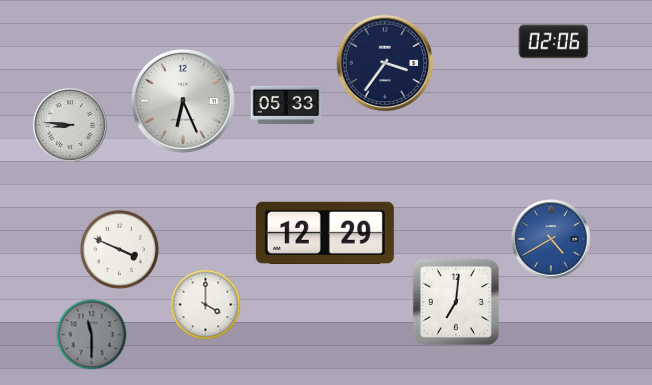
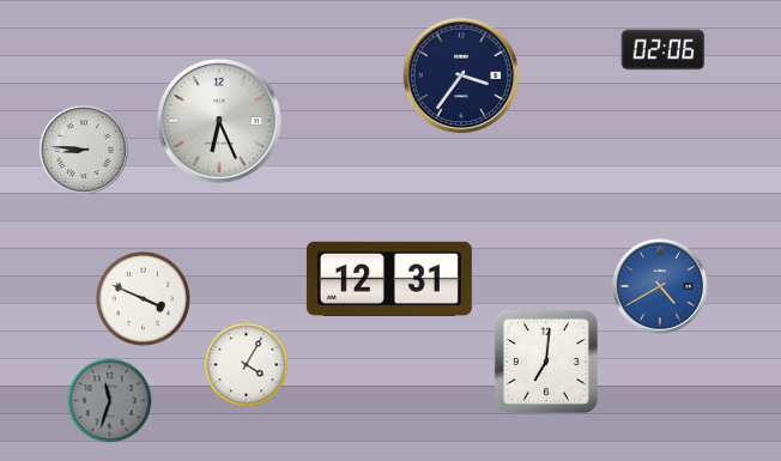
clock at (286, 105): 05:33 -> none
clock at (325, 233): 12:29 -> 12:31
clock at (206, 305): 4:00 -> 4:05
clock at (92, 335): 11:30 -> 11:33
